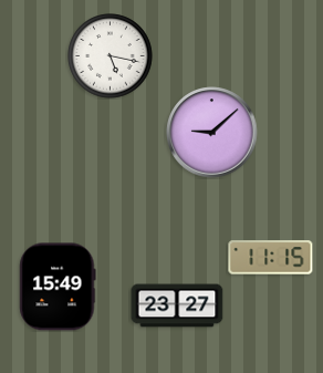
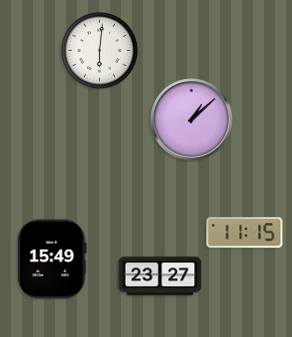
clock at (111, 56): 5:17 -> 6:01
clock at (212, 133): 9:08 -> 1:08
